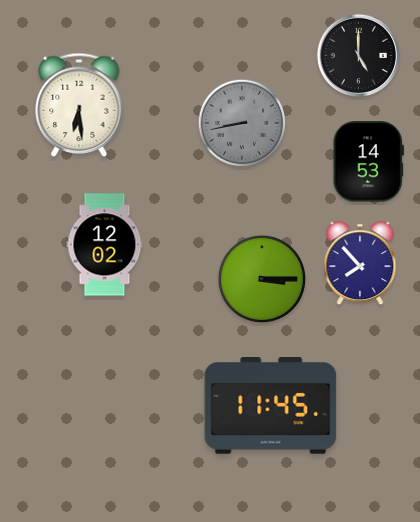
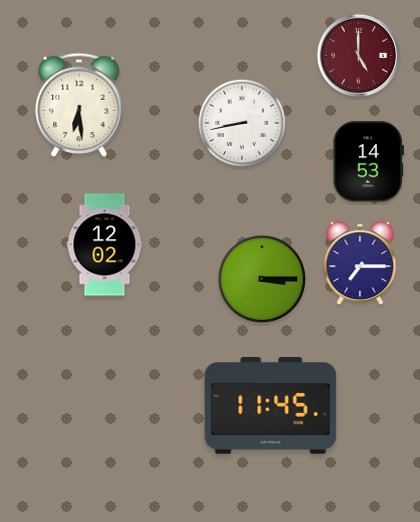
clock at (358, 55) dial: black -> burgundy
clock at (241, 122) dial: grey -> white
clock at (360, 264): 7:53 -> 7:15
